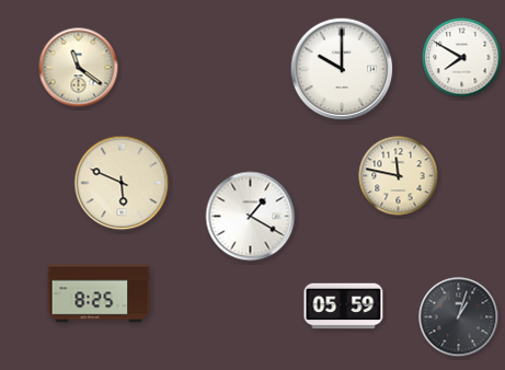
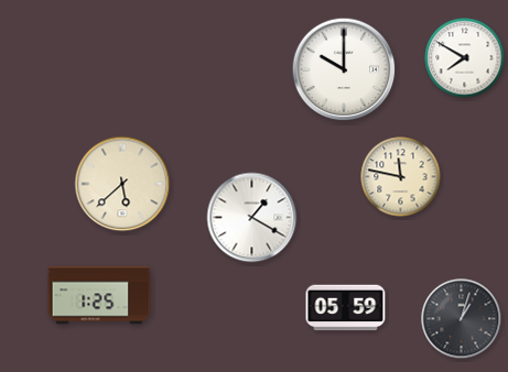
clock at (79, 68): 11:21 -> none
clock at (122, 183): 5:49 -> 5:38
clock at (99, 293): 8:25 -> 1:25
